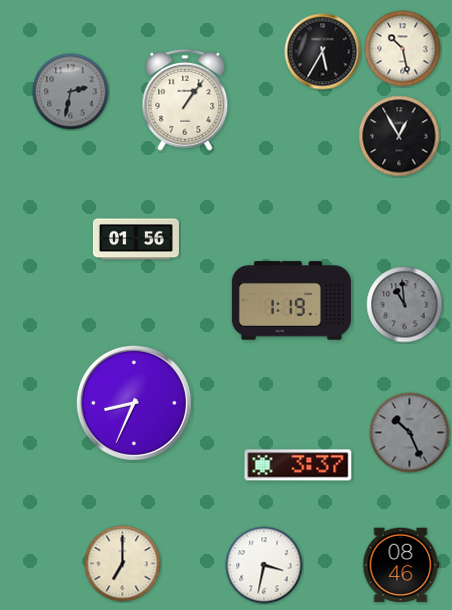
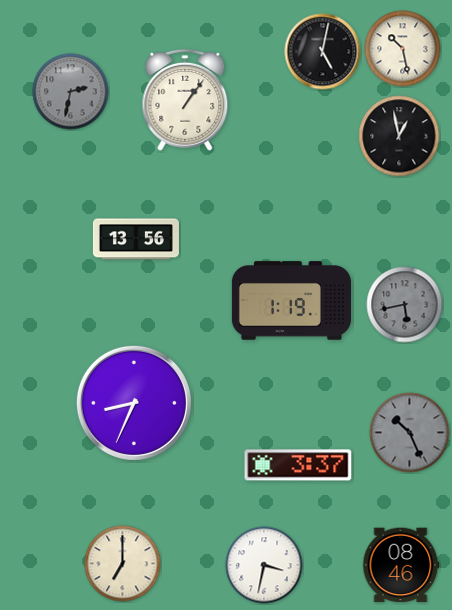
clock at (323, 52): 5:35 -> 5:02
clock at (399, 136): 12:55 -> 12:58
clock at (136, 239): 01:56 -> 13:56
clock at (405, 305): 10:59 -> 5:43
